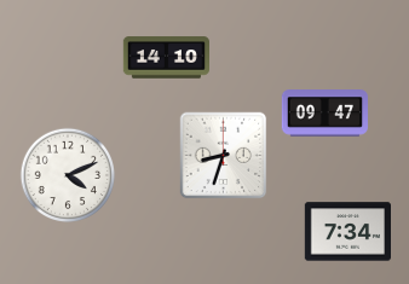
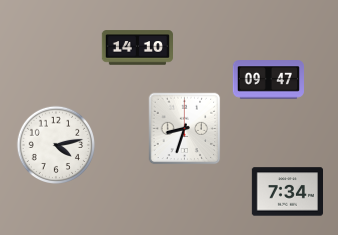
clock at (324, 114) position: (324, 114) -> (268, 80)
clock at (68, 175): 4:11 -> 4:13
